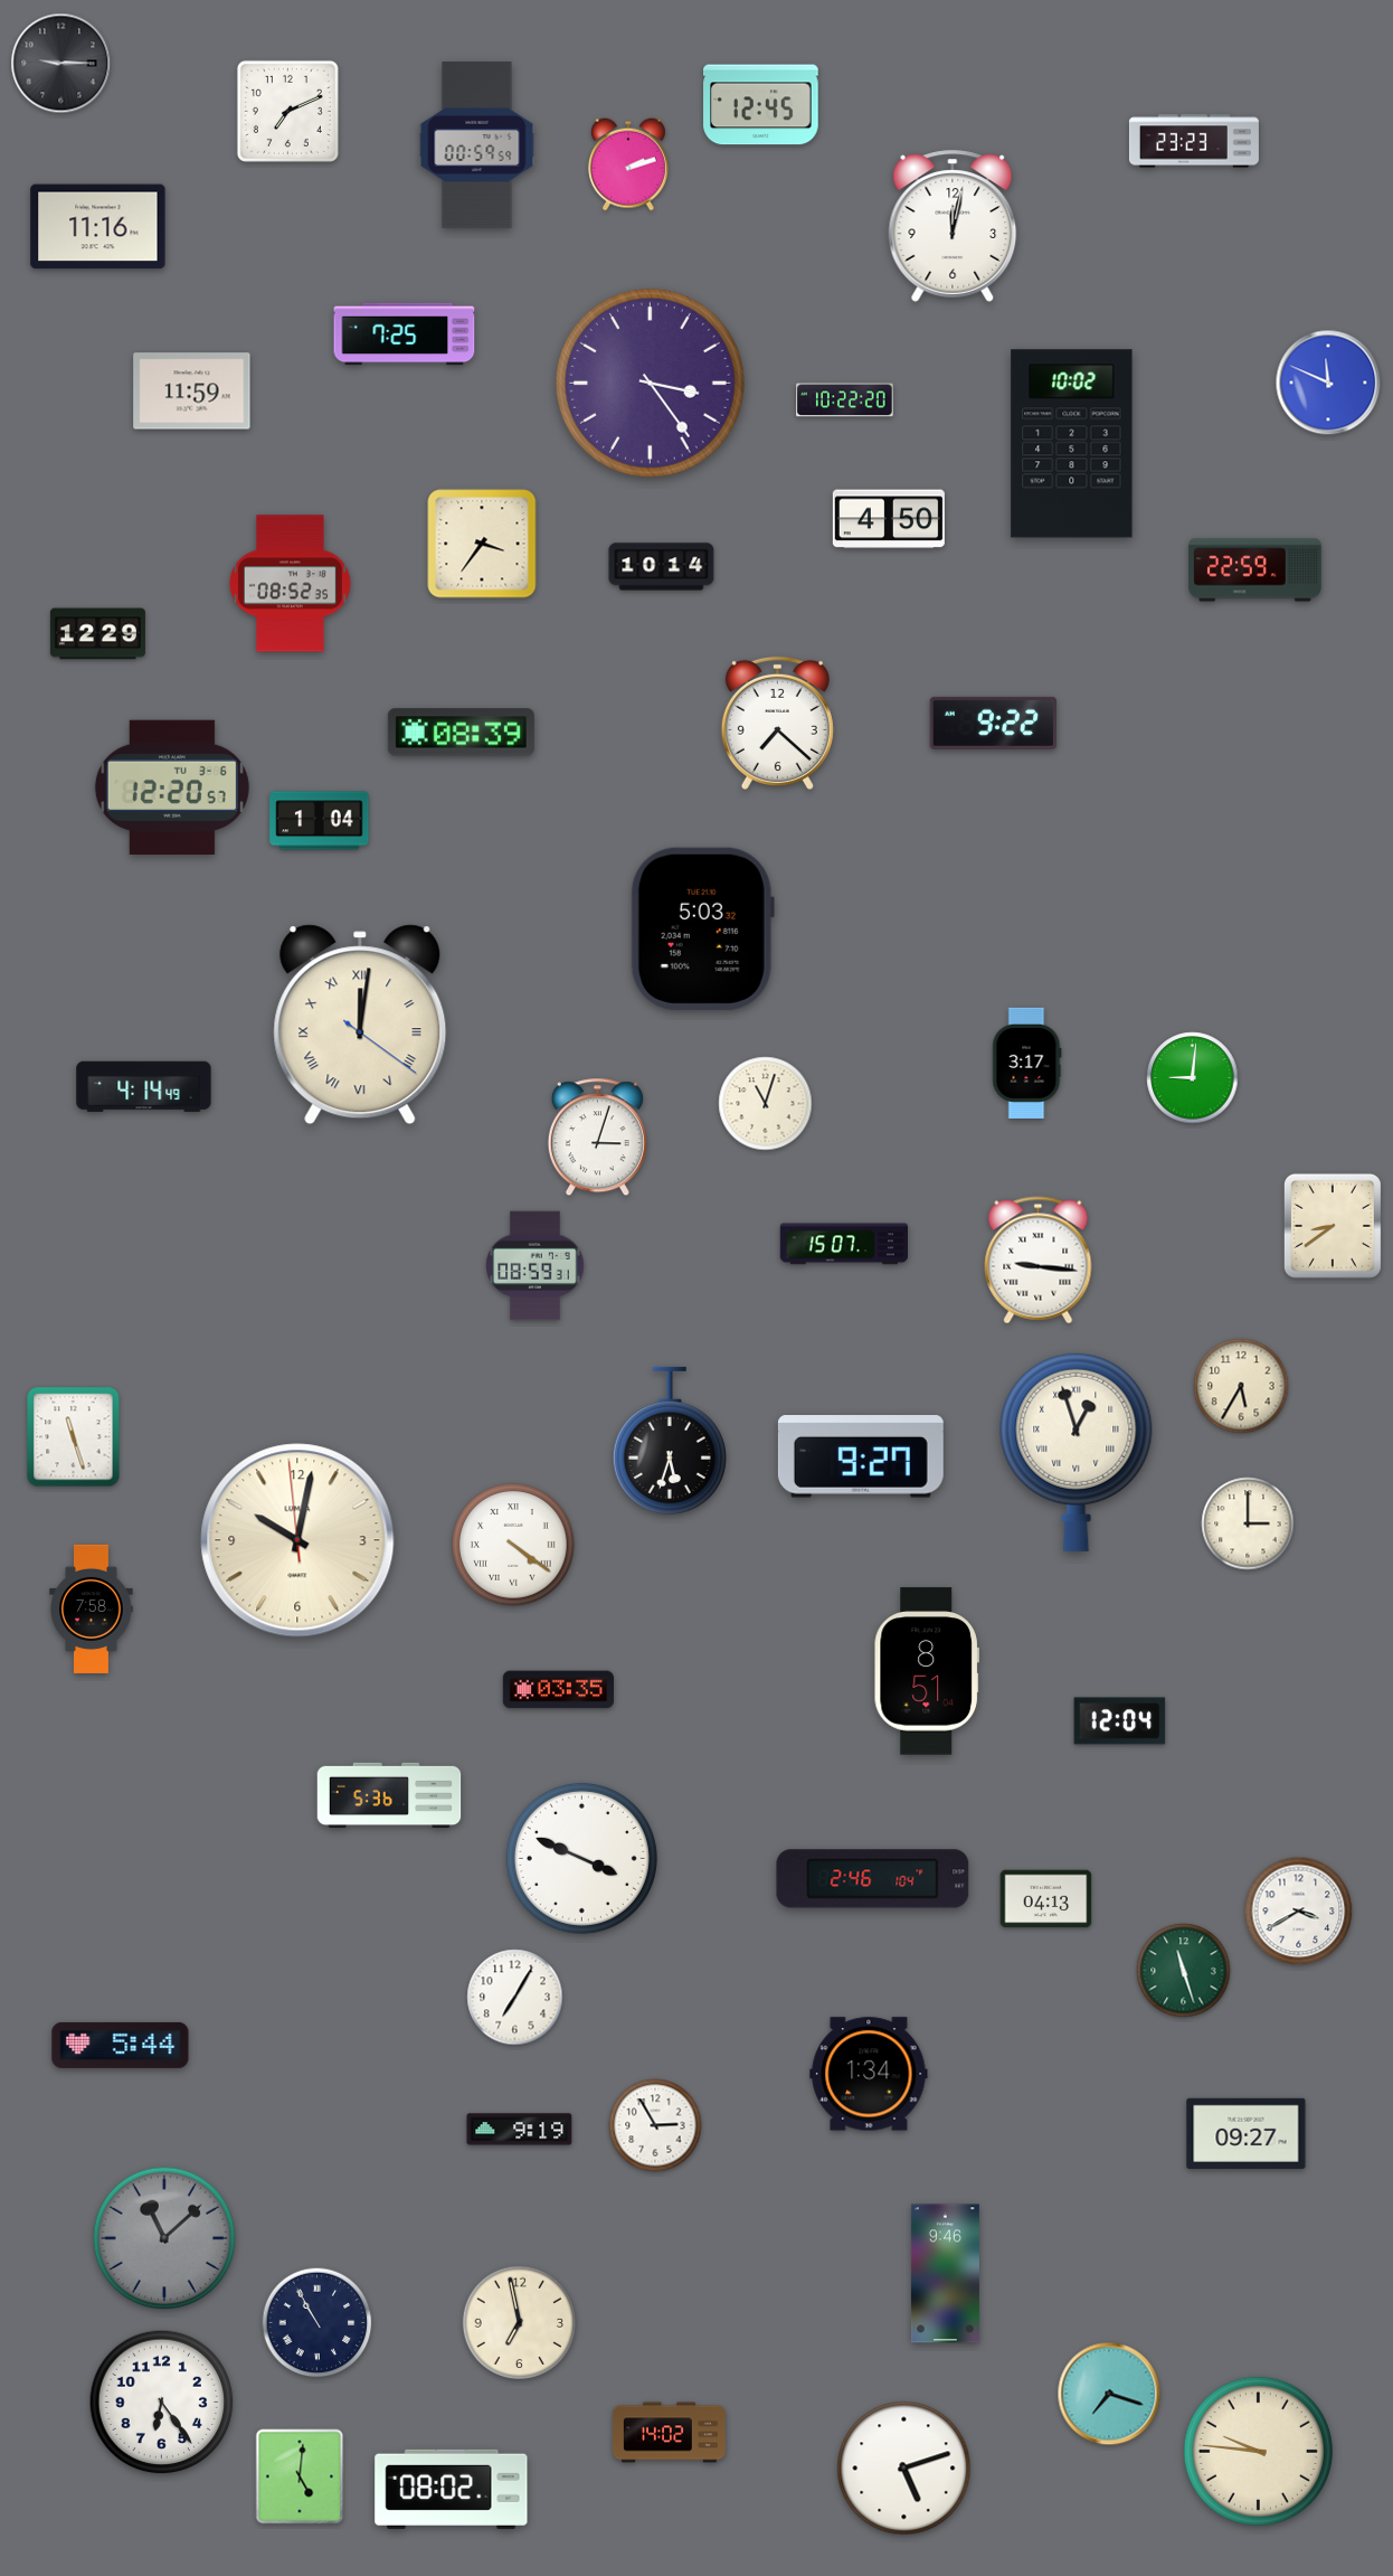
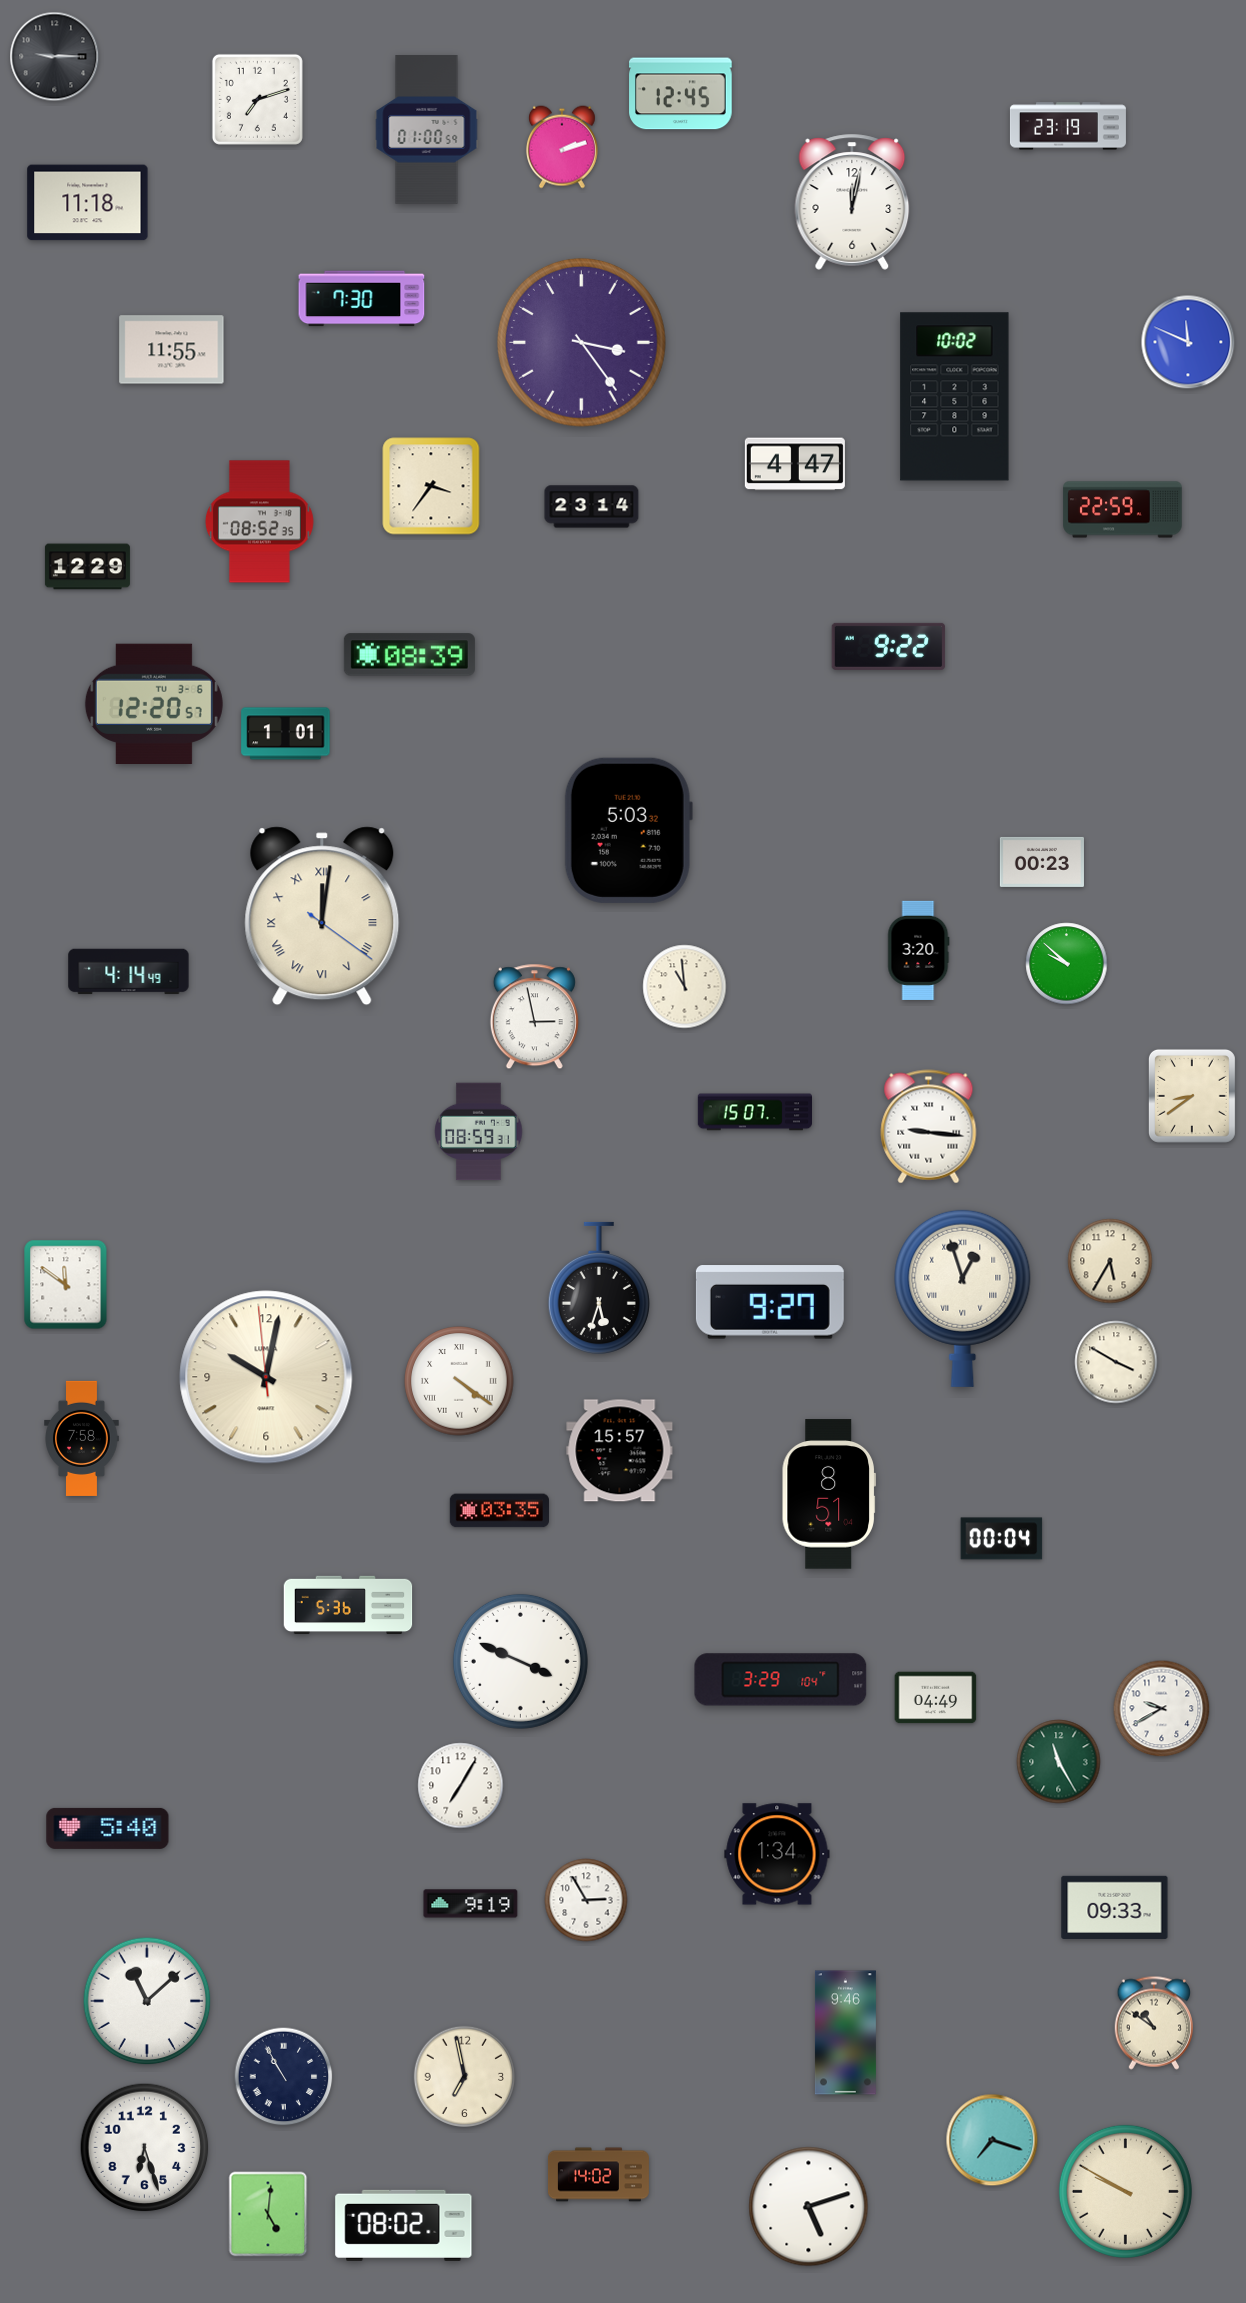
clock at (287, 111): 7:11 -> 7:12
clock at (1194, 141): 23:23 -> 23:19
clock at (477, 145): 00:59 -> 01:00
clock at (98, 227): 11:16 -> 11:18
clock at (405, 334): 7:25 -> 7:30
clock at (192, 391): 11:59 -> 11:55
clock at (845, 400): 10:22 -> none
clock at (1072, 444) position: (1072, 444) -> (955, 397)
clock at (889, 519): 4:50 -> 4:47
clock at (662, 567): 10:14 -> 23:14
clock at (777, 723): 7:22 -> none
clock at (461, 733) position: (461, 733) -> (409, 655)
clock at (320, 821): 1:04 -> 1:01
clock at (1042, 862): none -> 00:23
clock at (1027, 1063): 3:17 -> 3:20
clock at (1193, 1078): 9:01 -> 9:52
clock at (766, 1104): 11:03 -> 10:59
clock at (597, 1138): 3:03 -> 2:58
clock at (1241, 1386) position: (1241, 1386) -> (1110, 1261)
clock at (74, 1437): 11:27 -> 11:51
clock at (1248, 1523): 3:00 -> 3:50
clock at (620, 1451): none -> 15:57
clock at (1120, 1721): 12:04 -> 00:04
clock at (873, 1879): 2:46 -> 3:29
clock at (1046, 1899): 04:13 -> 04:49
clock at (1299, 1912): 3:40 -> 9:40
clock at (1184, 1971): 11:27 -> 11:25
clock at (121, 2045): 5:44 -> 5:40
clock at (520, 2130) position: (520, 2130) -> (471, 1904)
clock at (1247, 2133): 09:27 -> 09:33
clock at (164, 2238) dial: grey -> white
clock at (1154, 2023): none -> 10:51
clock at (162, 2403): 6:24 -> 6:27
clock at (1258, 2451): 9:46 -> 9:50
